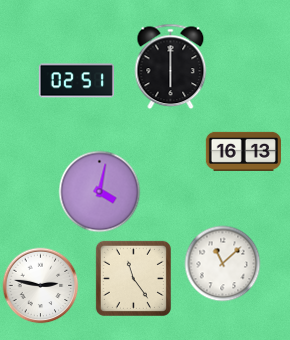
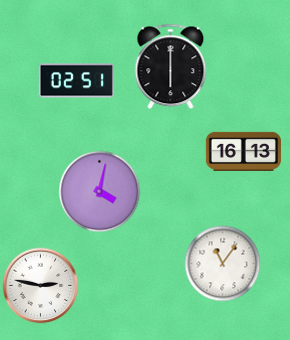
clock at (223, 264): 11:08 -> 11:06
clock at (133, 278): 11:24 -> none
